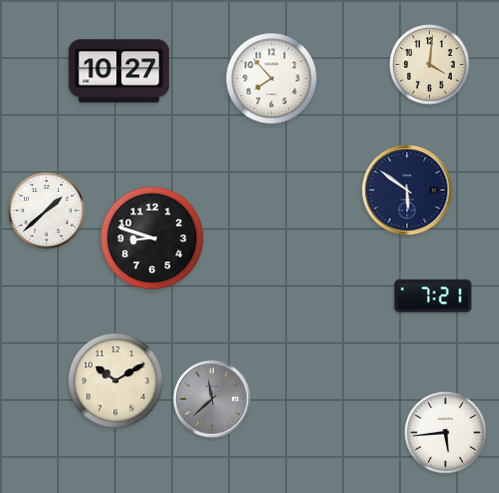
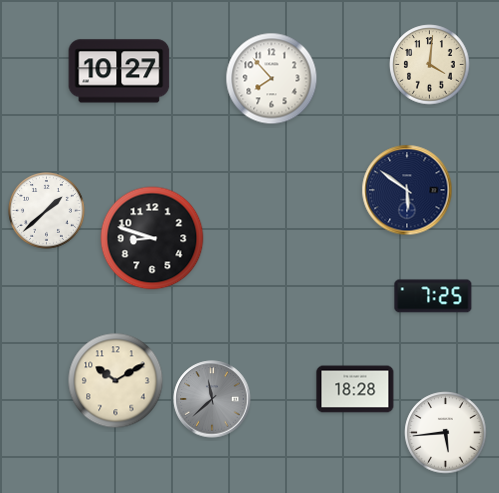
clock at (433, 296): 7:21 -> 7:25
clock at (355, 389): none -> 18:28
